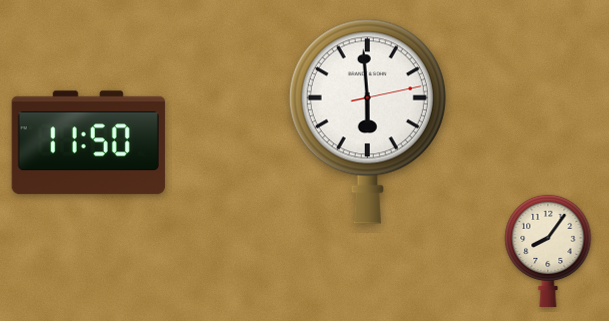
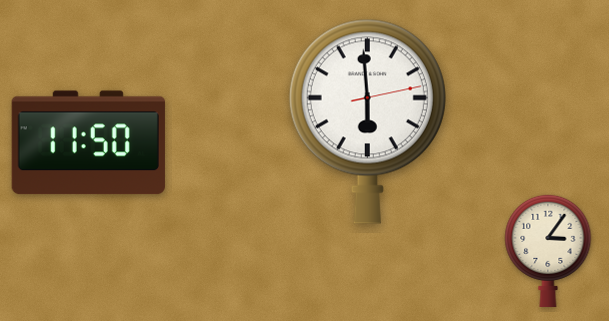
clock at (548, 250): 8:06 -> 3:06
